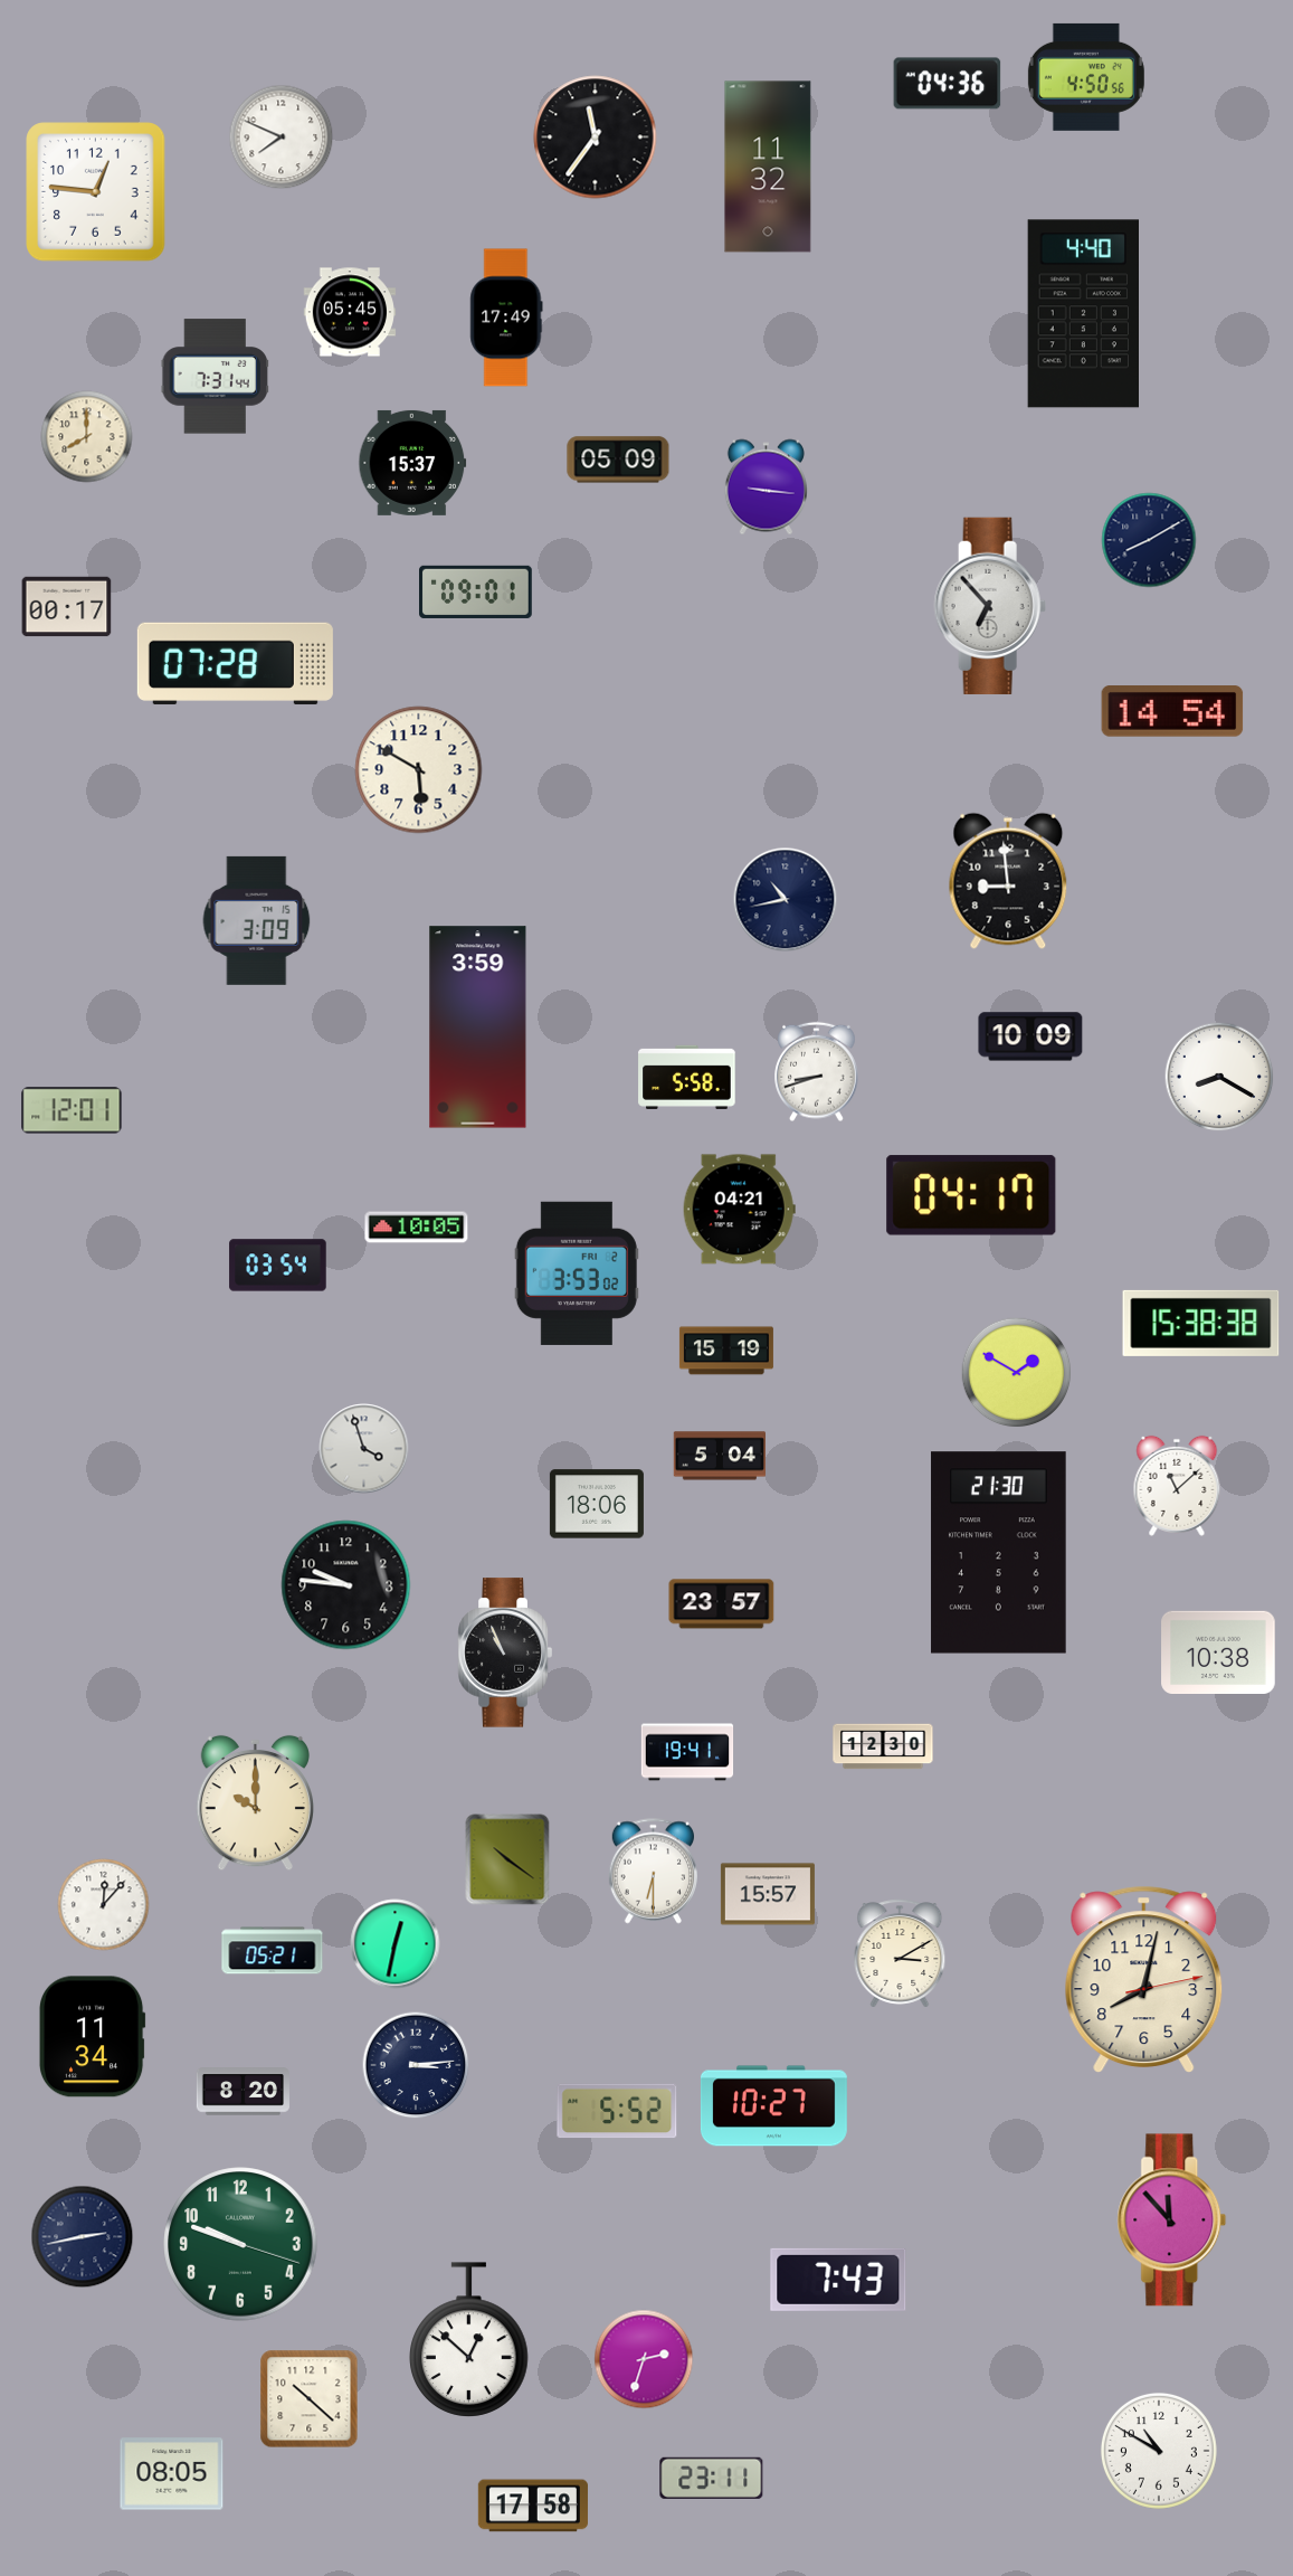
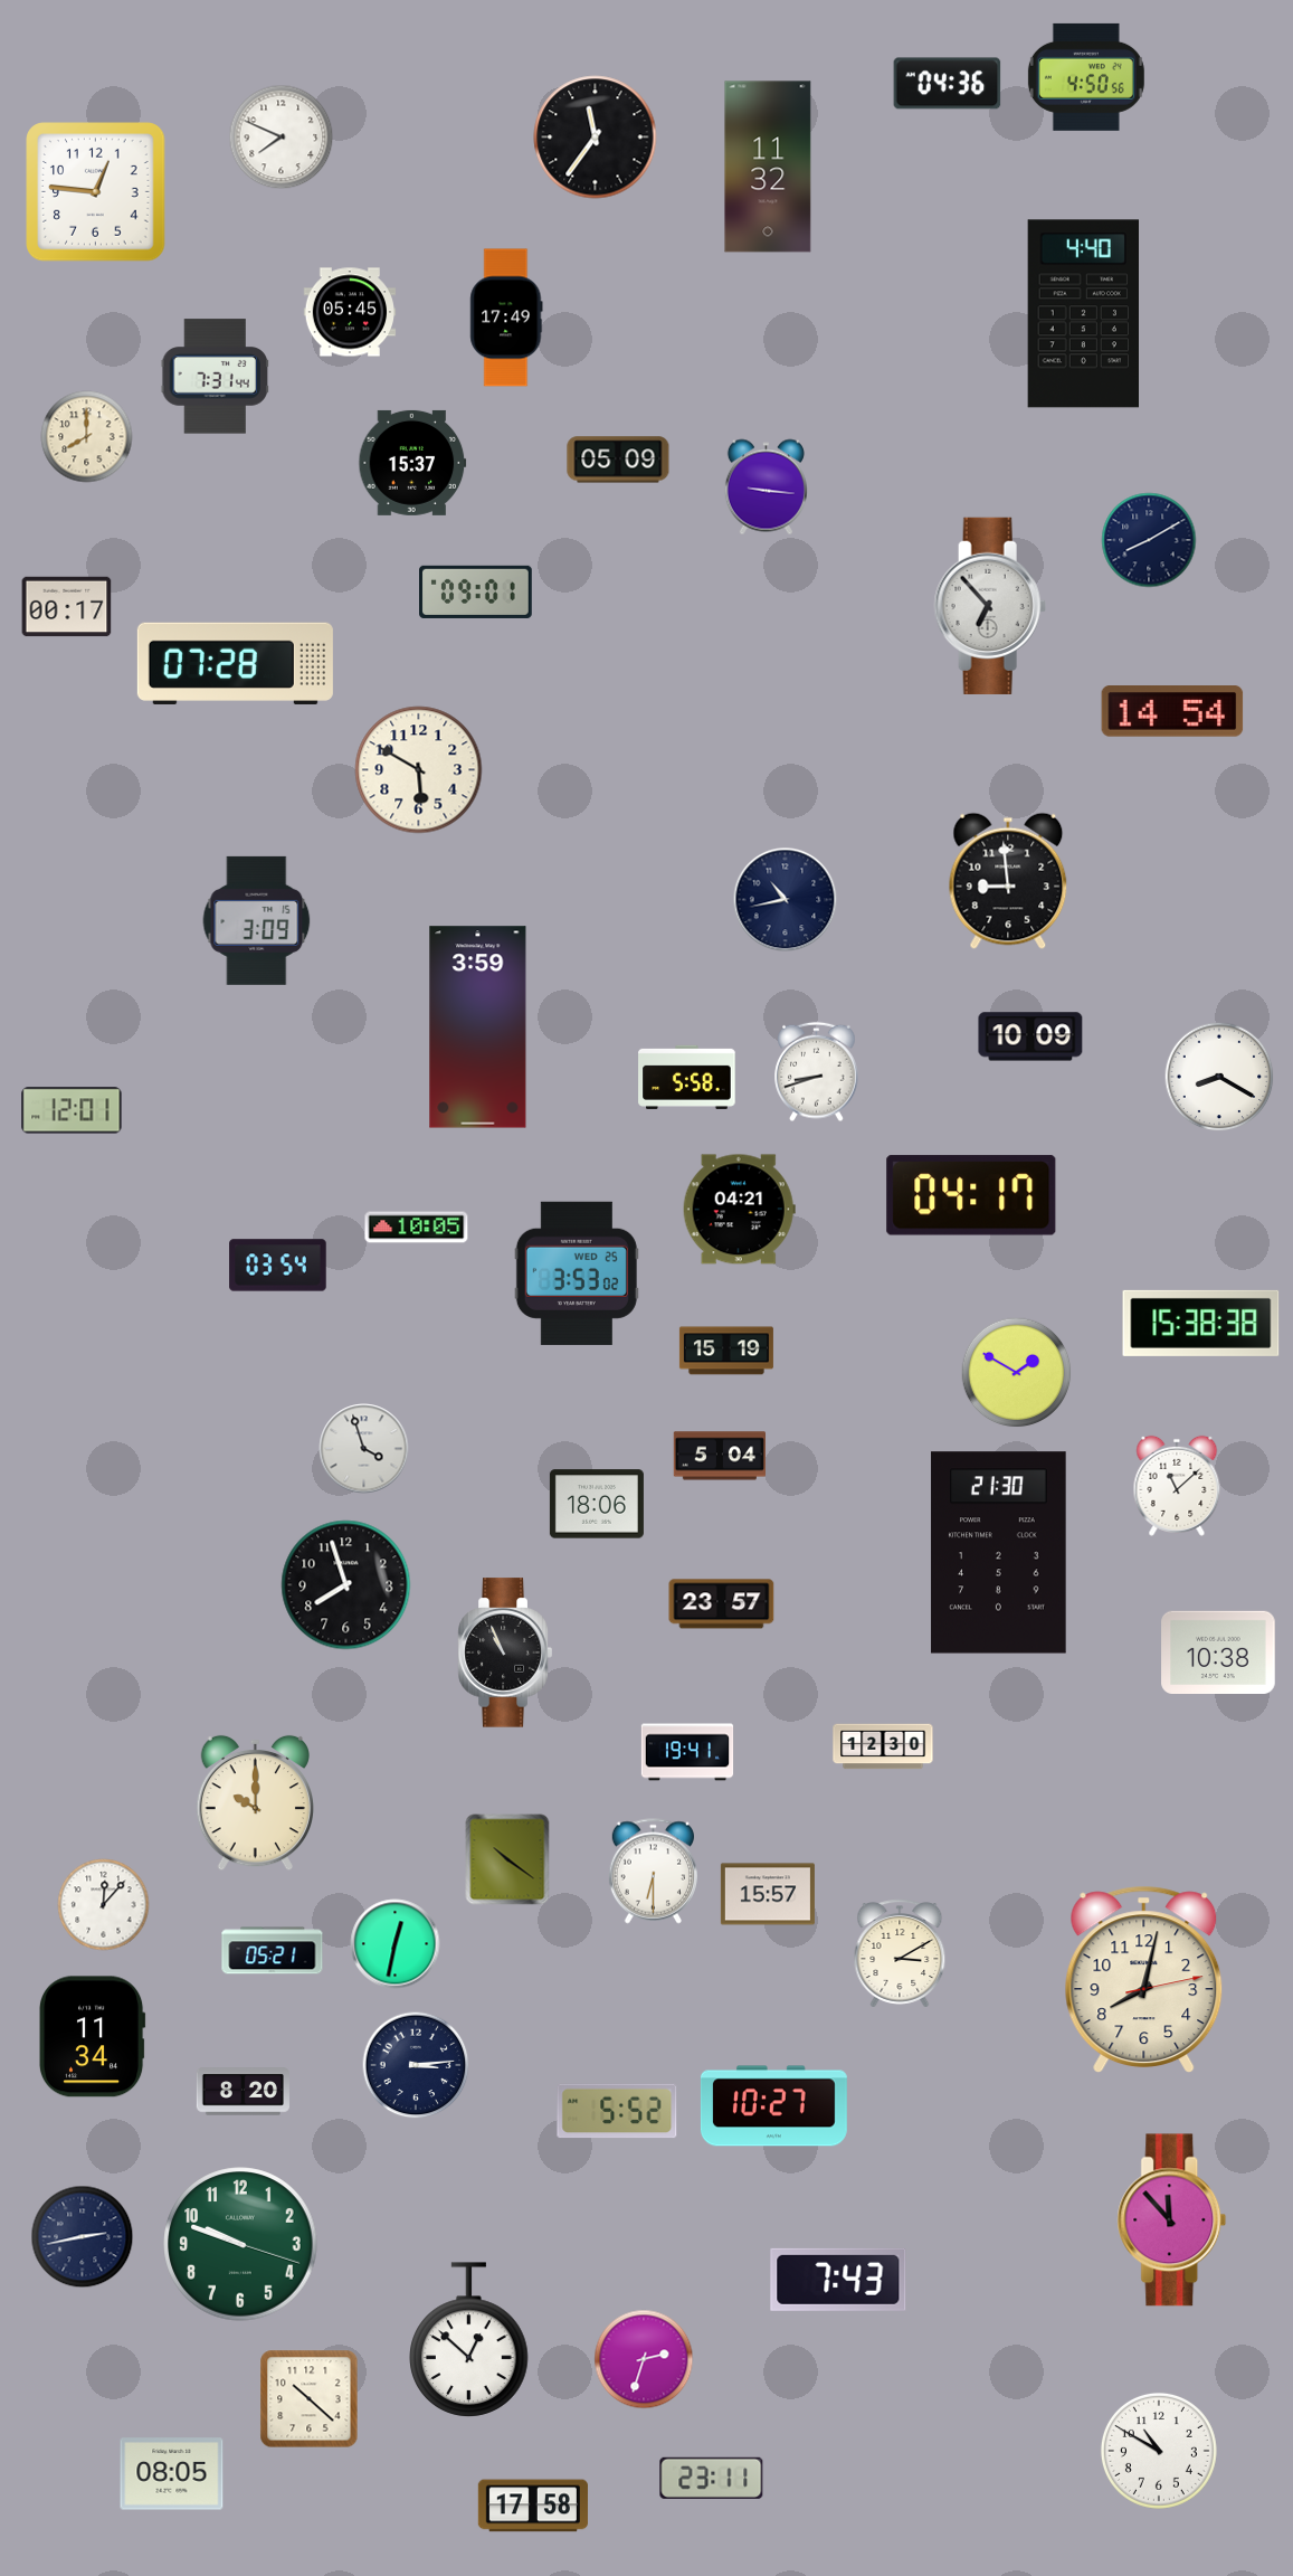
clock at (577, 1273) date: FRI 2 -> WED 25
clock at (346, 1585): 9:46 -> 7:57
